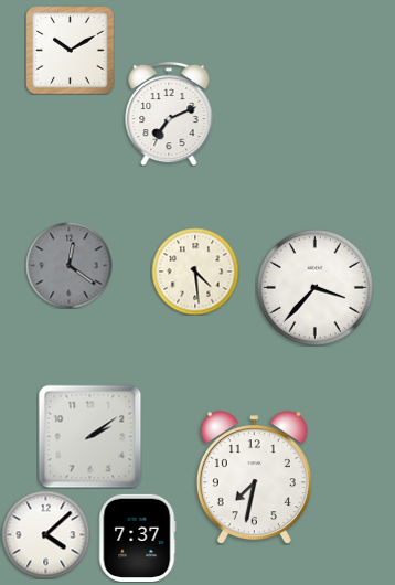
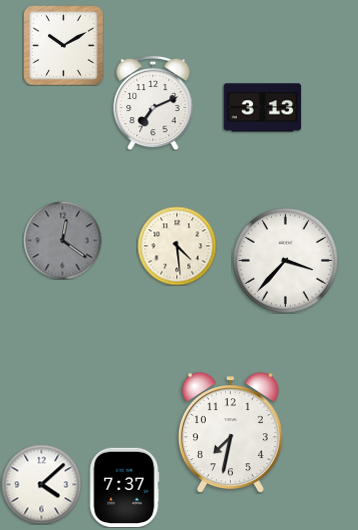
clock at (262, 108): none -> 3:13
clock at (89, 436): 2:09 -> none
